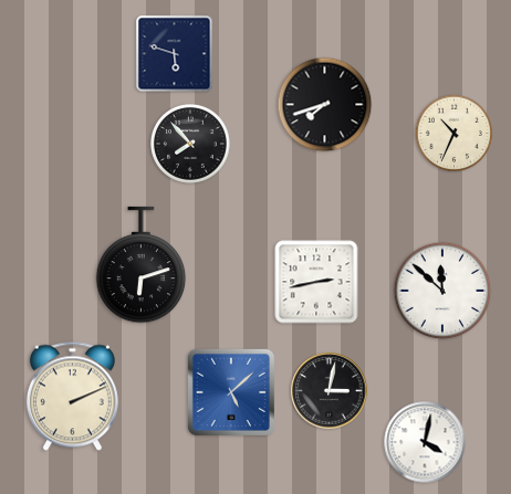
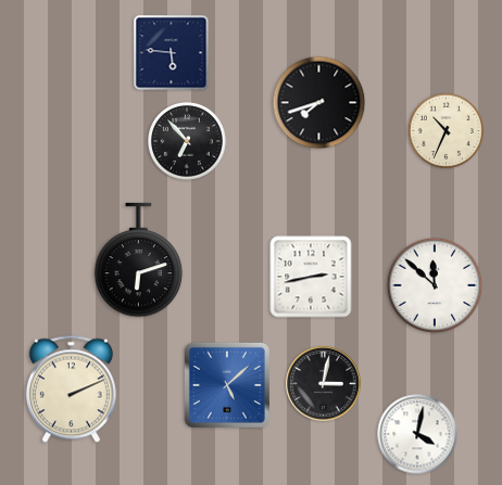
clock at (175, 54): 5:48 -> 5:46
clock at (191, 145): 7:53 -> 6:53
